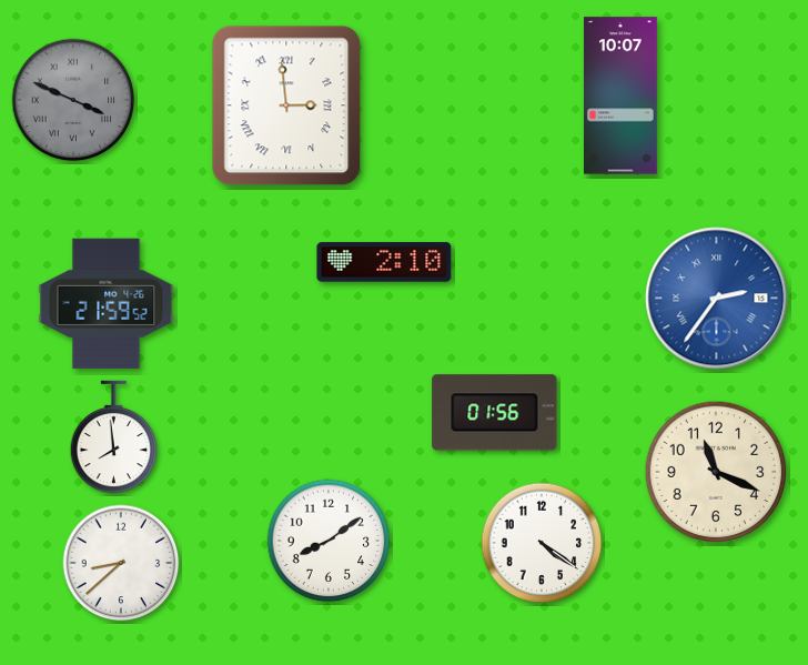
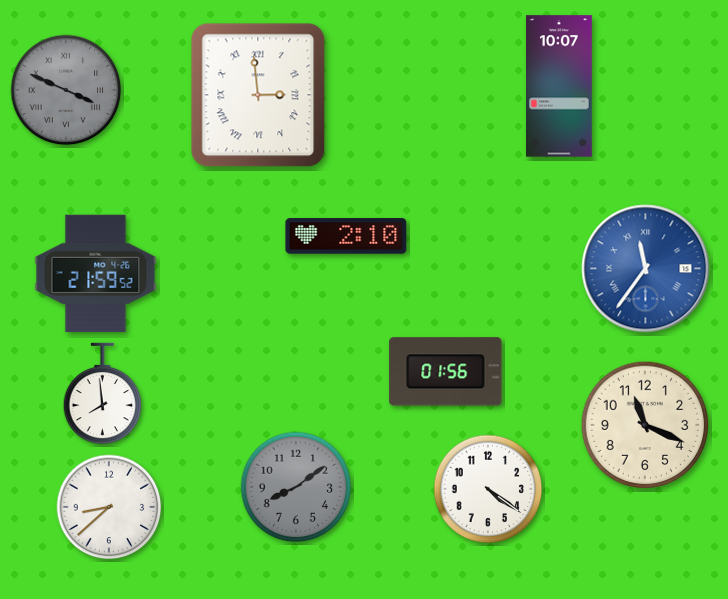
clock at (717, 299): 2:36 -> 11:36
clock at (329, 541) dial: white -> grey
